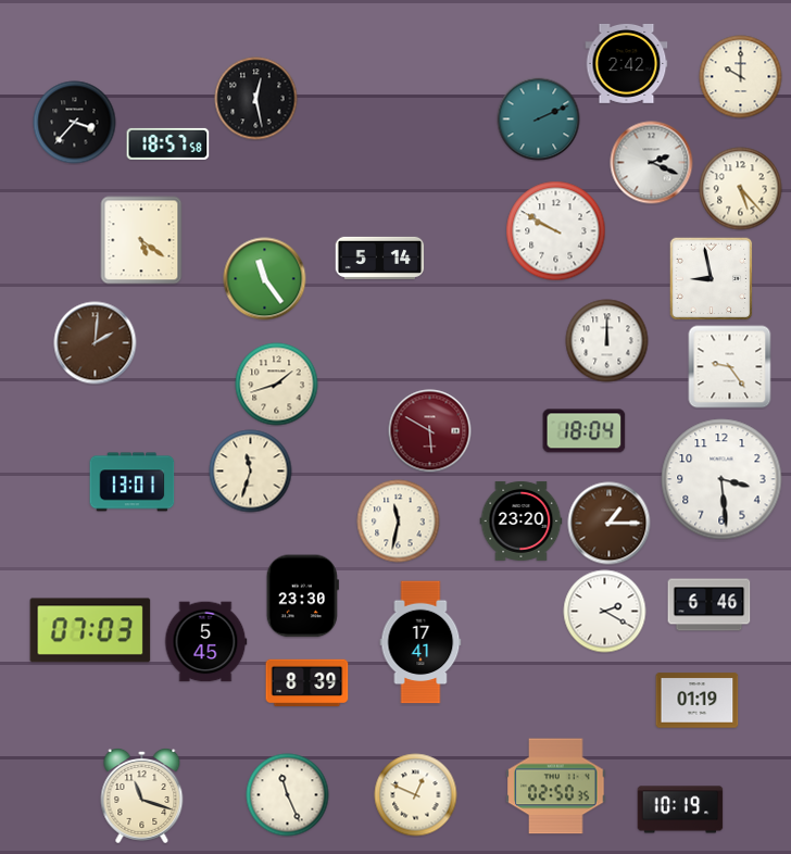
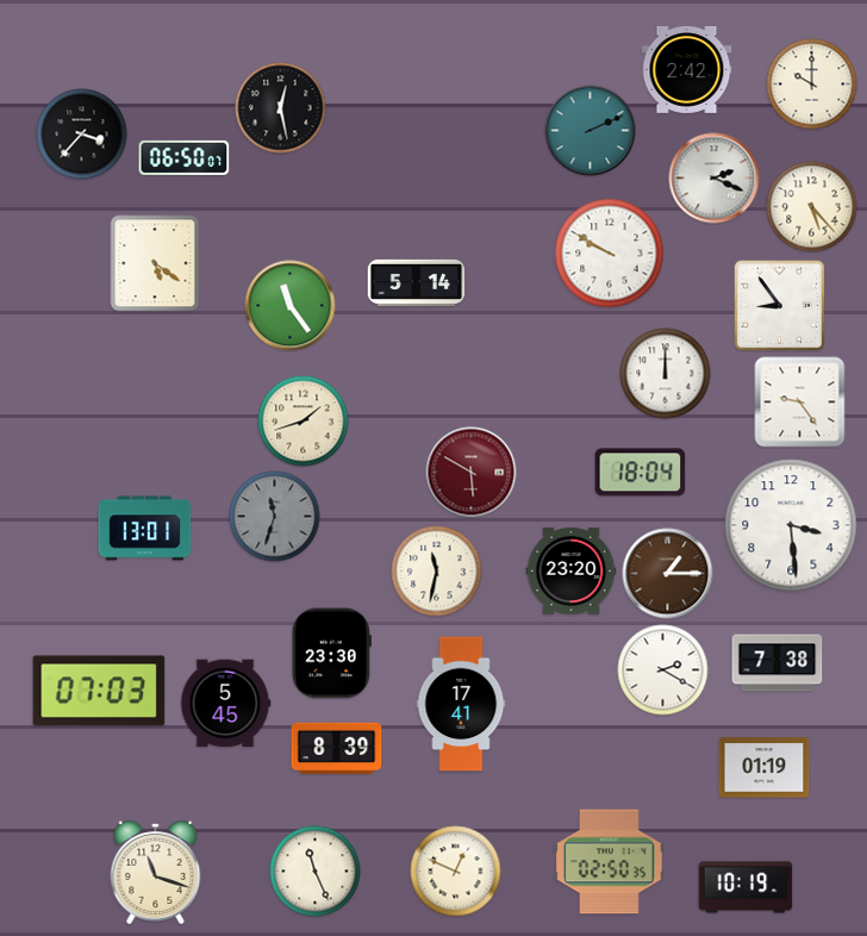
clock at (168, 143): 18:57 -> 06:50
clock at (711, 278): 8:58 -> 8:54
clock at (96, 343): 2:01 -> none
clock at (251, 472) dial: cream -> grey
clock at (710, 605): 6:46 -> 7:38
